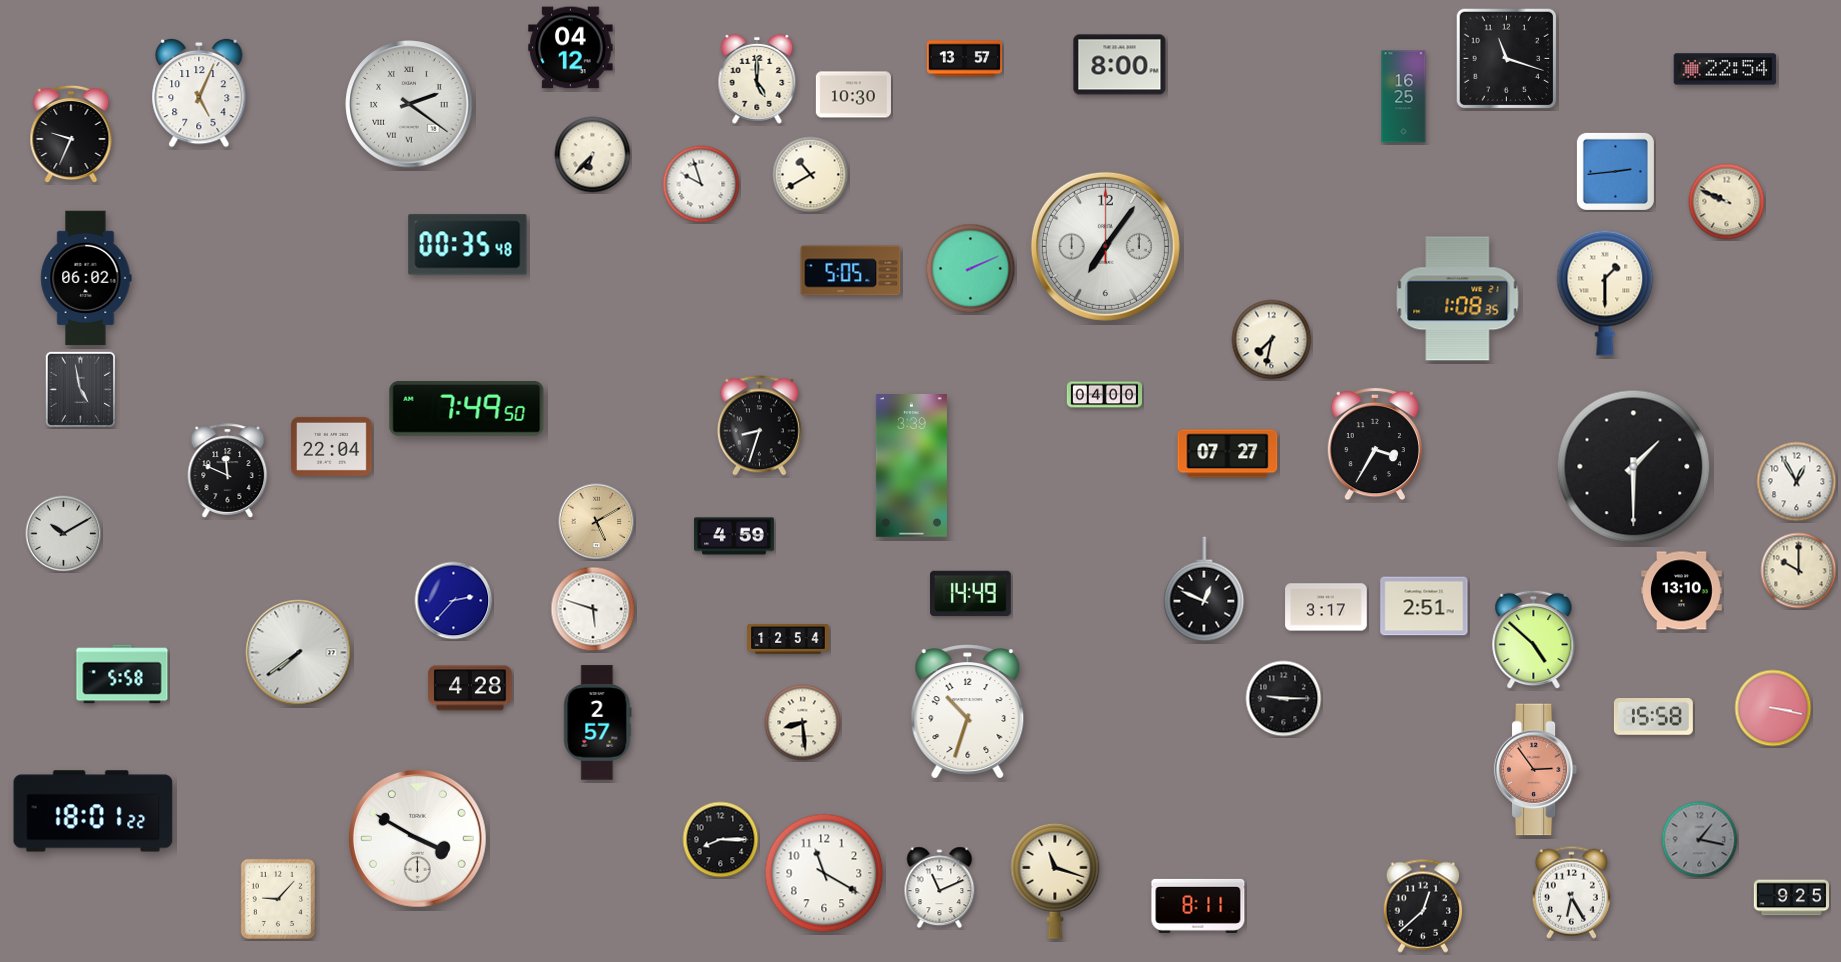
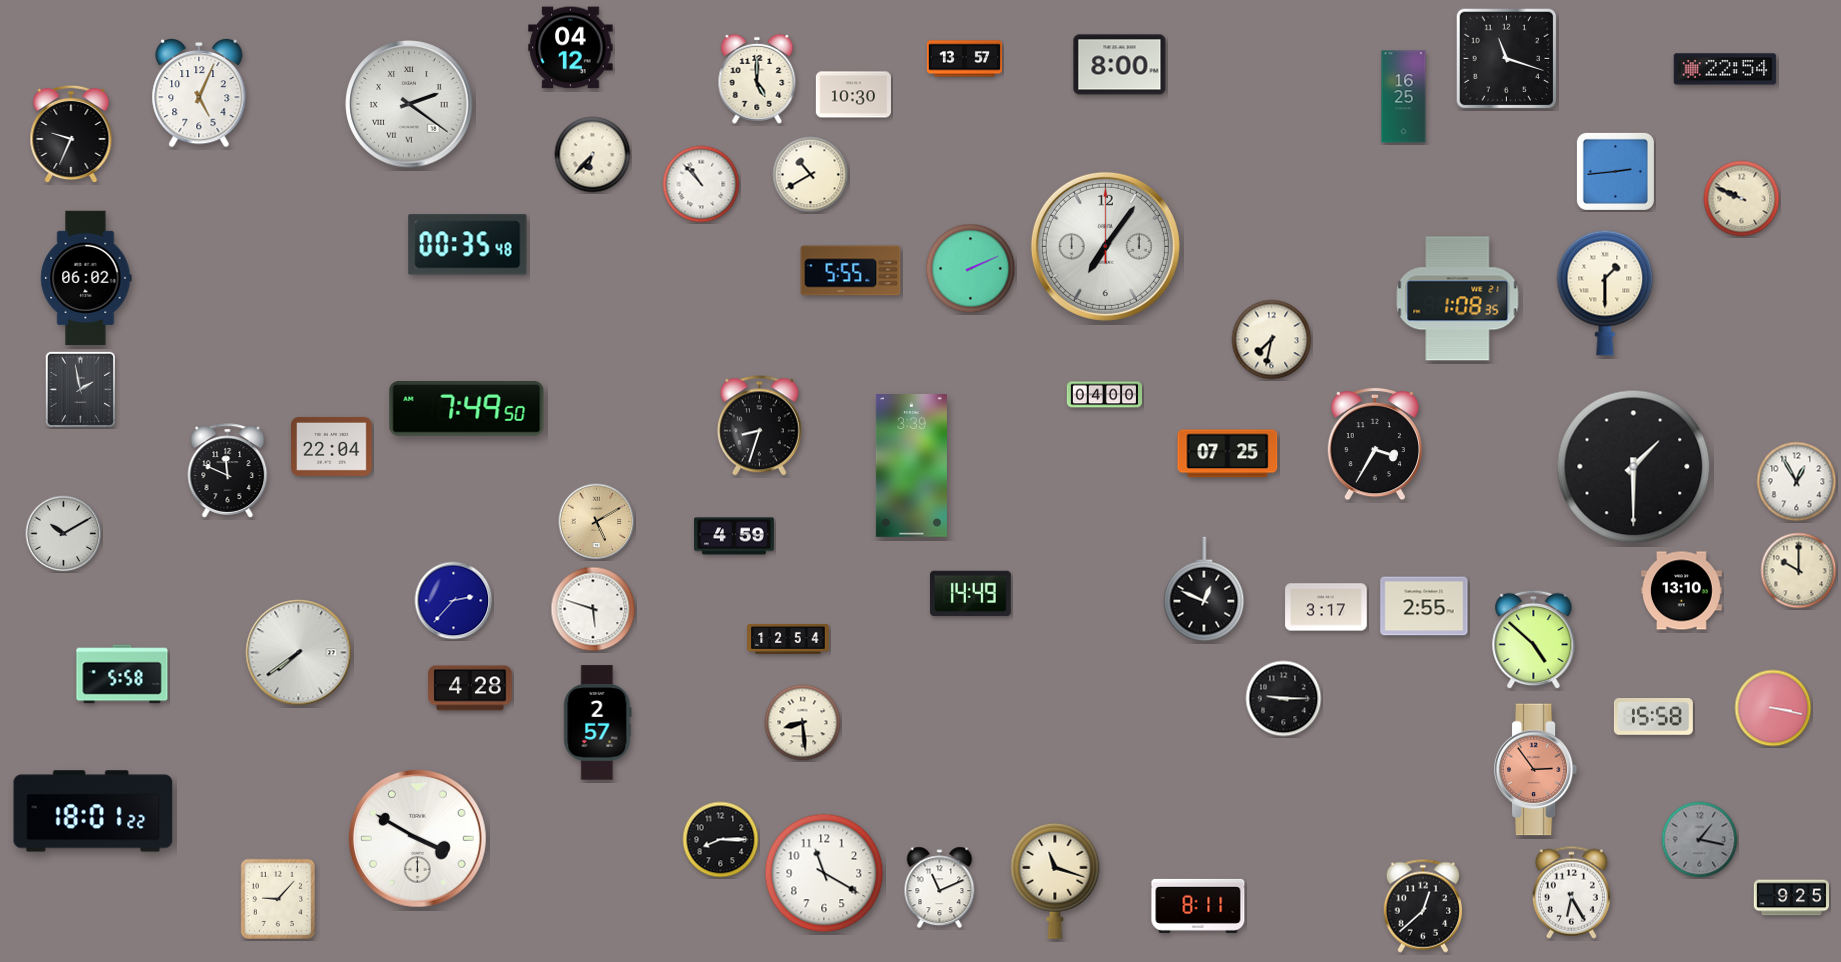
clock at (701, 184): 9:57 -> 10:53
clock at (1727, 202) position: (1727, 202) -> (1742, 199)
clock at (851, 271): 5:05 -> 5:55
clock at (80, 389): 4:58 -> 1:58
clock at (1228, 454): 07:27 -> 07:25
clock at (1424, 606): 2:51 -> 2:55
clock at (968, 712): 10:33 -> none
